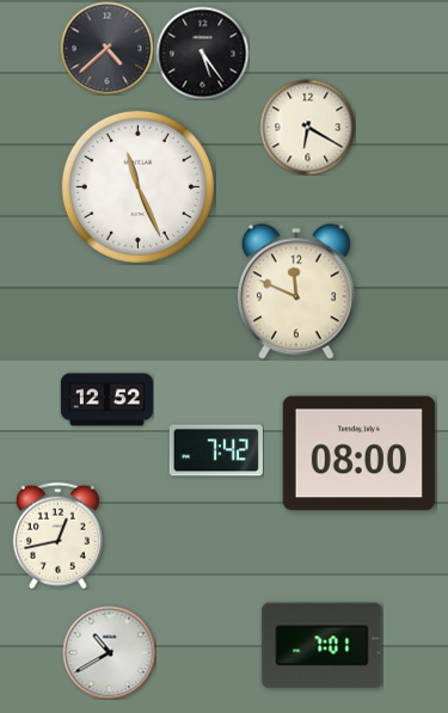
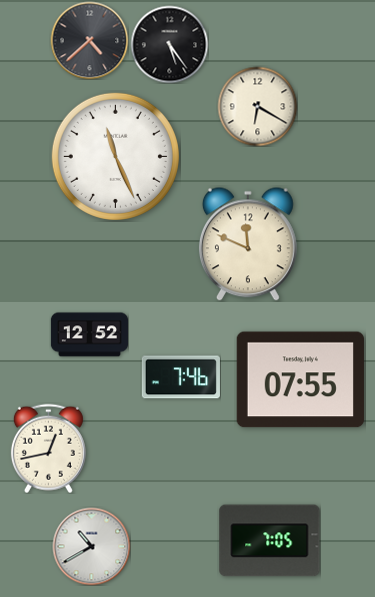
clock at (216, 450): 7:42 -> 7:46
clock at (358, 454): 08:00 -> 07:55
clock at (323, 646): 7:01 -> 7:05
